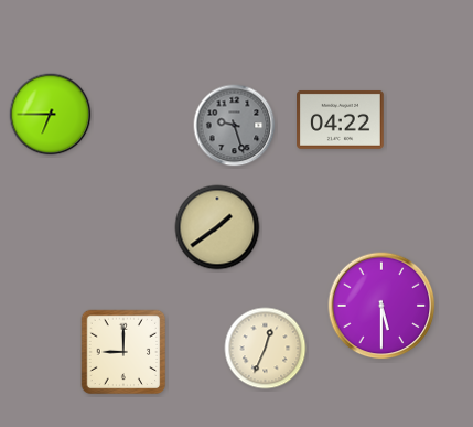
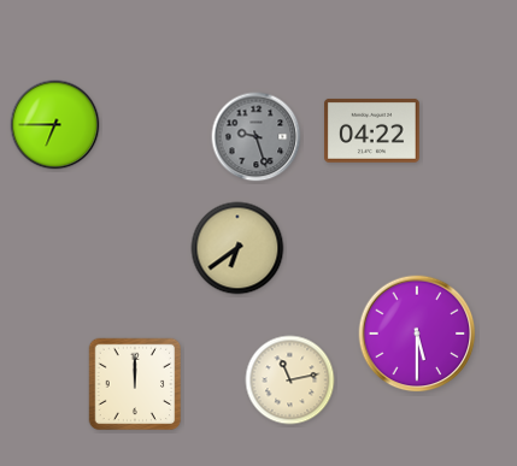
clock at (217, 227): 1:39 -> 6:39
clock at (266, 349): 12:34 -> 11:13
clock at (123, 352): 9:00 -> 12:00
